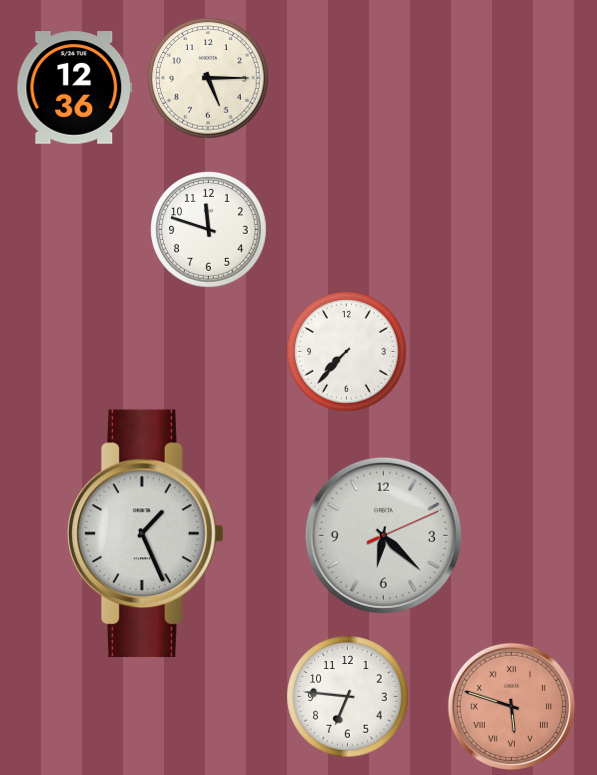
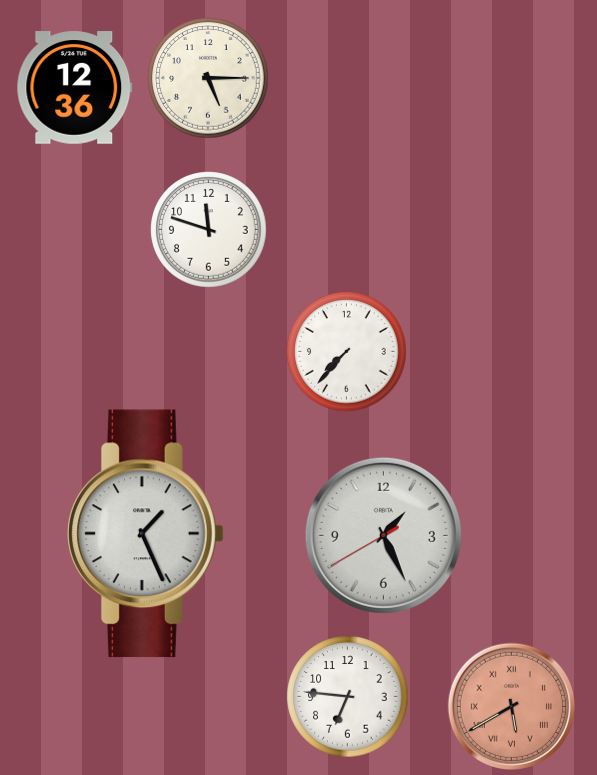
clock at (383, 535): 6:22 -> 1:25
clock at (511, 706): 5:48 -> 5:40
